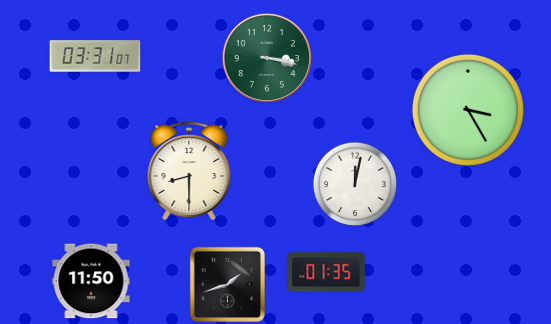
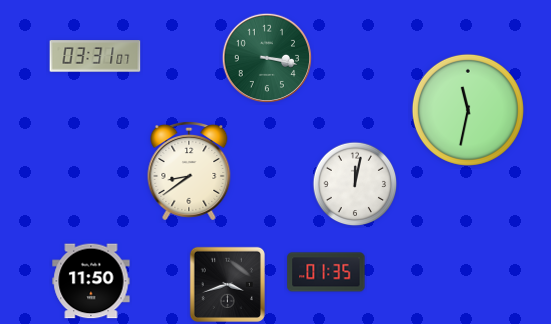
clock at (468, 110): 3:25 -> 11:32
clock at (189, 172): 8:30 -> 8:39
clock at (227, 284): 1:42 -> 3:42
